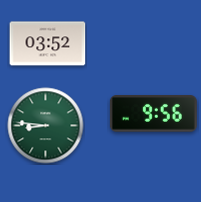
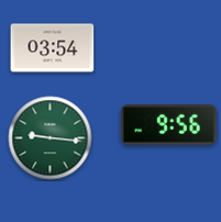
clock at (48, 44): 03:52 -> 03:54
clock at (46, 126): 8:46 -> 9:16
